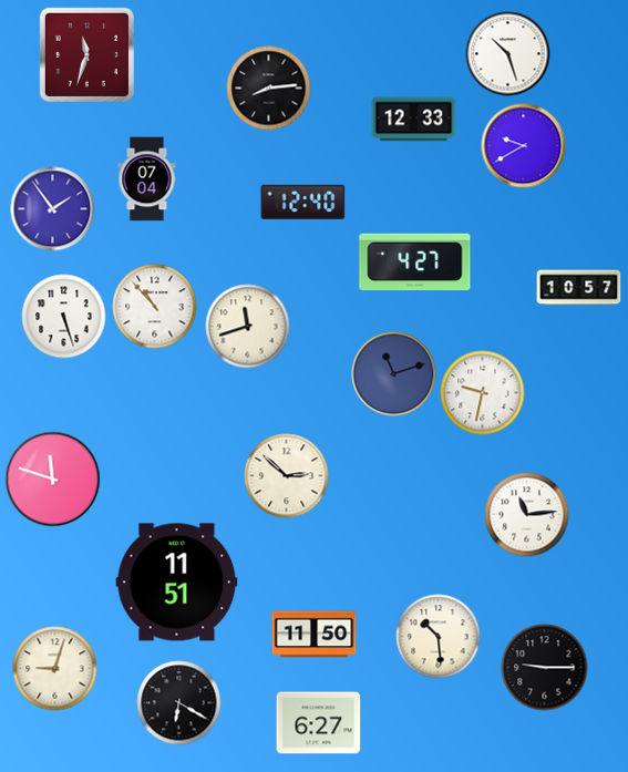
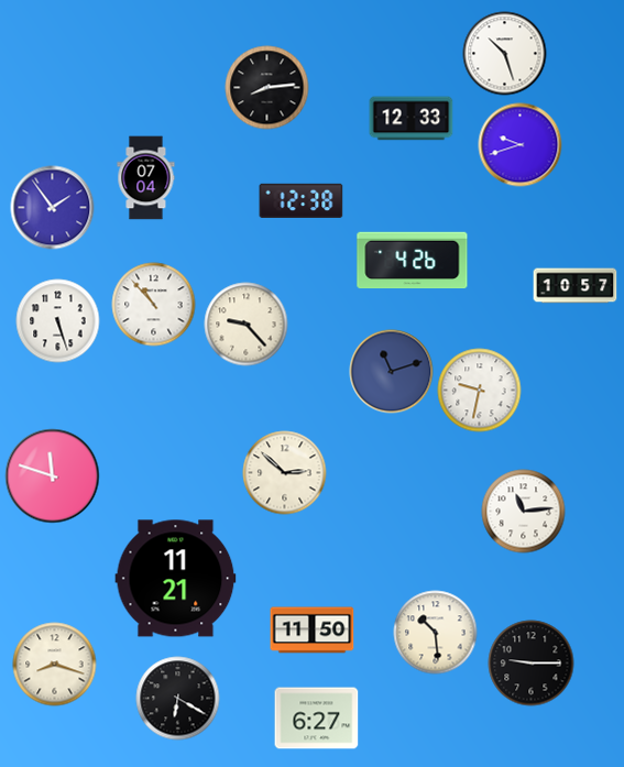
clock at (86, 54): 11:33 -> none
clock at (524, 146): 9:40 -> 9:42
clock at (303, 202): 12:40 -> 12:38
clock at (415, 263): 4:27 -> 4:26
clock at (64, 317) position: (64, 317) -> (58, 321)
clock at (248, 327): 11:42 -> 9:23
clock at (177, 583): 11:51 -> 11:21
clock at (545, 668) position: (545, 668) -> (532, 664)
clock at (55, 669): 9:03 -> 8:18
